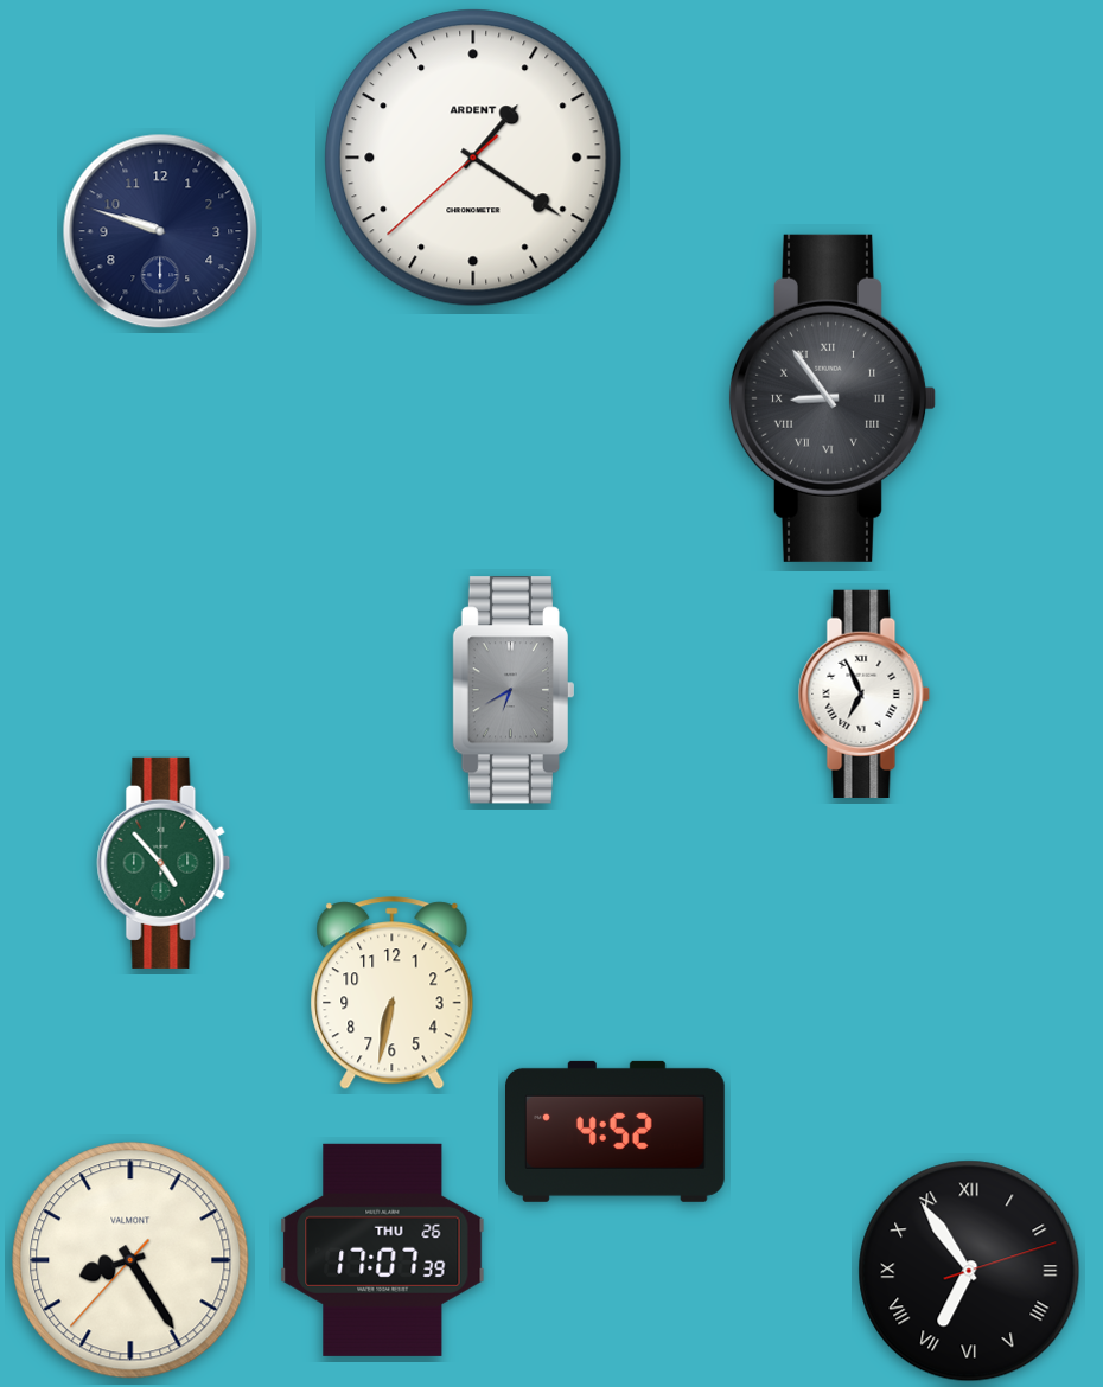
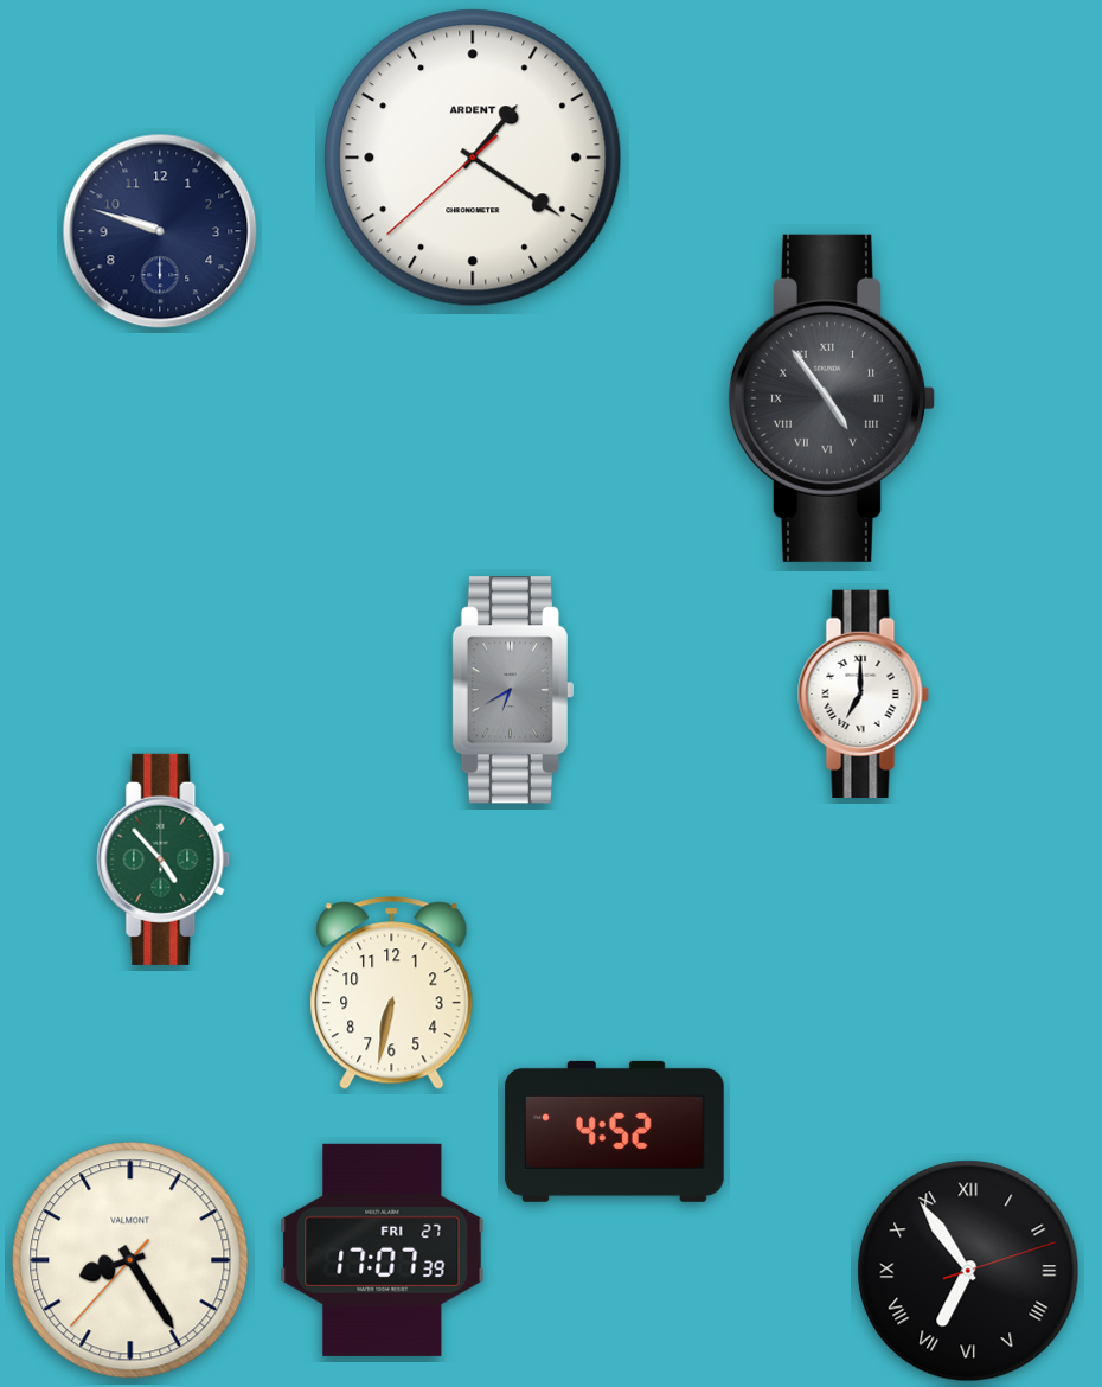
clock at (831, 398): 8:54 -> 4:54
clock at (863, 693): 6:56 -> 7:00
clock at (164, 863) position: (164, 863) -> (164, 859)
clock at (383, 1249) date: THU 26 -> FRI 27
